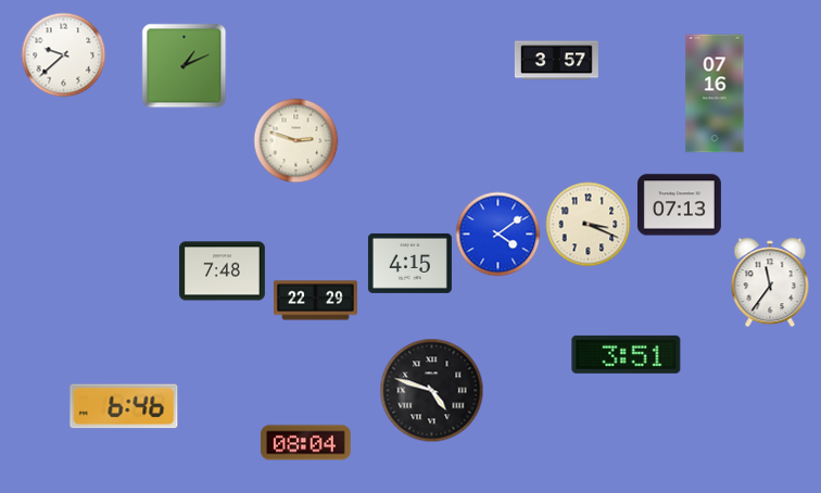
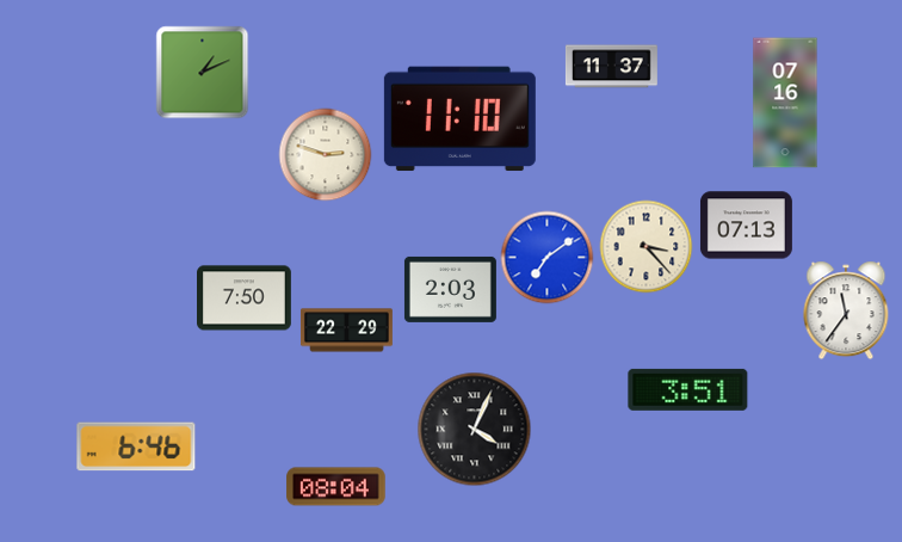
clock at (63, 54): 9:38 -> none
clock at (556, 61): 3:57 -> 11:37
clock at (459, 119): none -> 11:10
clock at (588, 224): 3:19 -> 3:23
clock at (497, 233): 4:09 -> 7:09
clock at (409, 263): 4:15 -> 2:03
clock at (223, 271): 7:48 -> 7:50
clock at (431, 390): 4:48 -> 4:04
